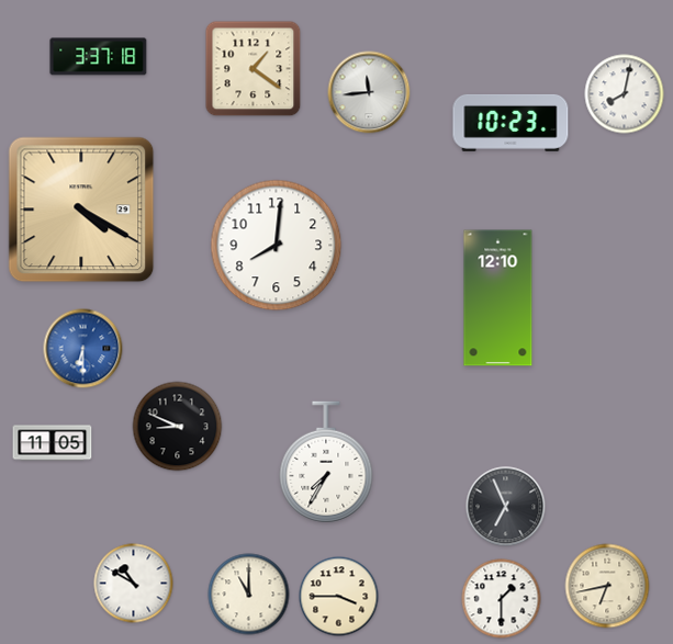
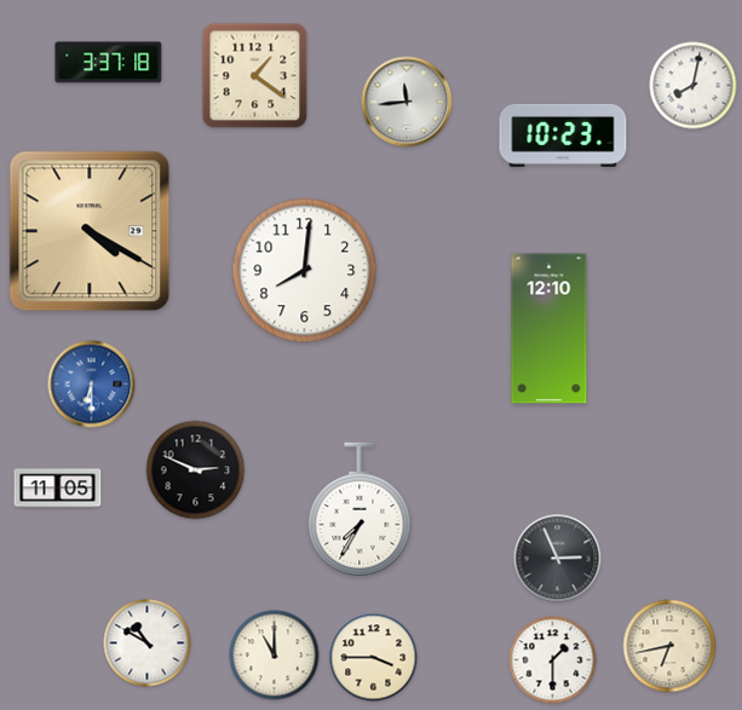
clock at (254, 69) position: (254, 69) -> (255, 76)
clock at (625, 94) position: (625, 94) -> (694, 86)
clock at (178, 427): 8:49 -> 2:49
clock at (506, 507): 6:56 -> 2:56
